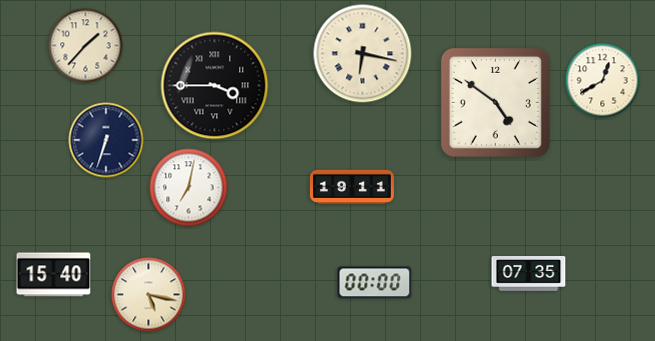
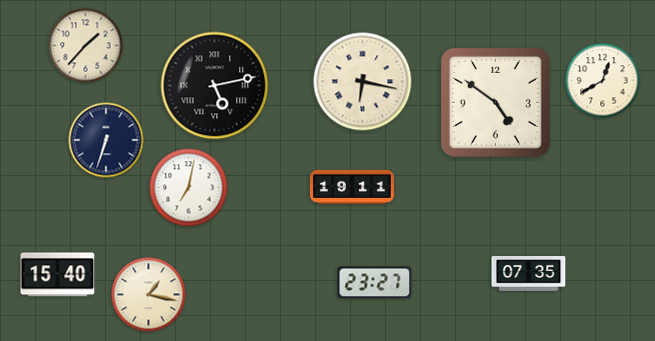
clock at (363, 54) position: (363, 54) -> (363, 82)
clock at (215, 86): 3:45 -> 5:13
clock at (54, 275) position: (54, 275) -> (58, 275)
clock at (375, 283): 00:00 -> 23:27
clock at (149, 295): 5:17 -> 1:17
